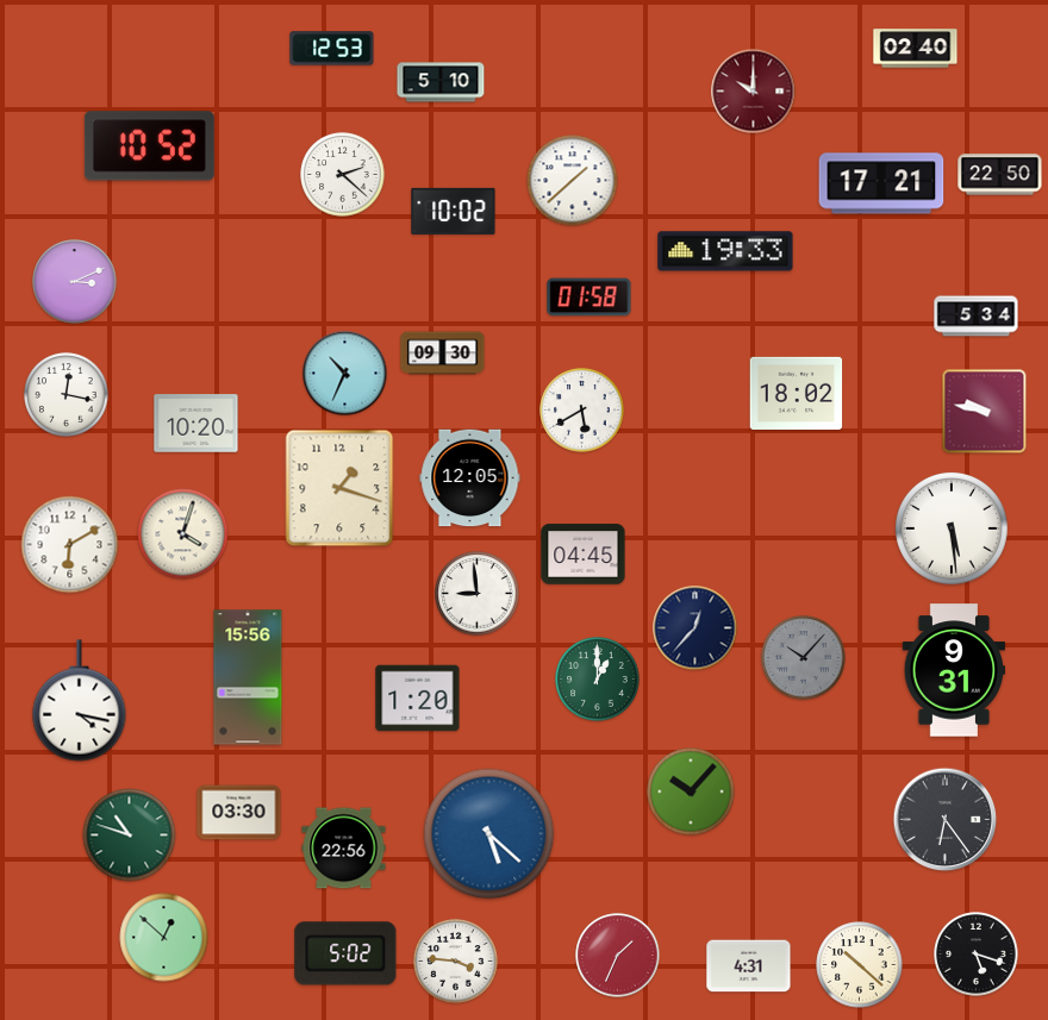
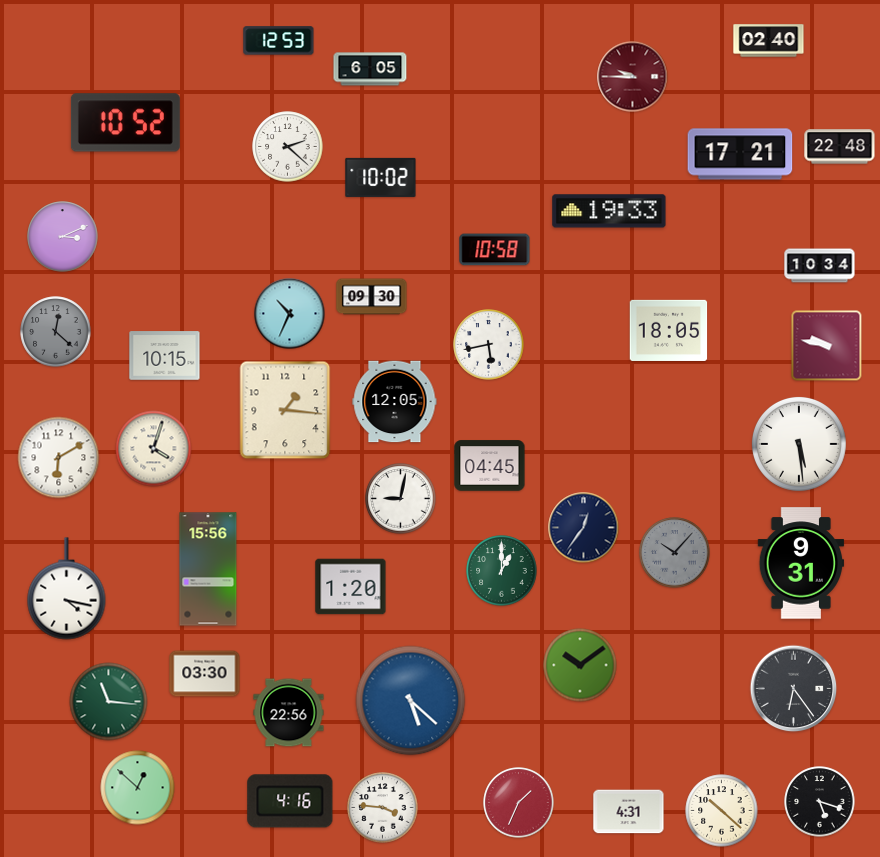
clock at (441, 82): 5:10 -> 6:05
clock at (754, 92): 10:00 -> 9:45
clock at (1000, 175): 22:50 -> 22:48
clock at (573, 181): 1:38 -> none
clock at (589, 298): 01:58 -> 10:58
clock at (977, 317): 5:34 -> 10:34
clock at (797, 393): 18:02 -> 18:05
clock at (67, 395): 12:17 -> 12:22
clock at (67, 395) dial: white -> grey
clock at (582, 411): 5:40 -> 5:43
clock at (196, 424): 10:20 -> 10:15
clock at (339, 488): 1:18 -> 1:16
clock at (478, 594): 8:59 -> 9:02
clock at (695, 628): 12:37 -> 12:36
clock at (691, 791): 10:07 -> 10:09
clock at (239, 813) position: (239, 813) -> (205, 674)
clock at (130, 836): 10:48 -> 11:16
clock at (345, 953): 5:02 -> 4:16
